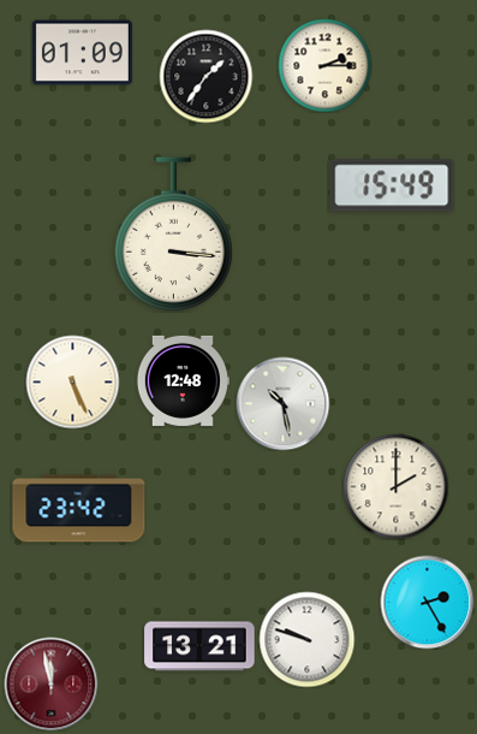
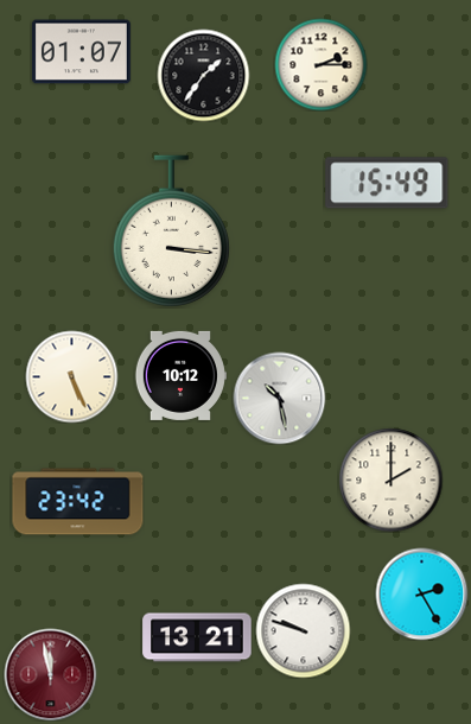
clock at (82, 53): 01:09 -> 01:07
clock at (183, 380): 12:48 -> 10:12
